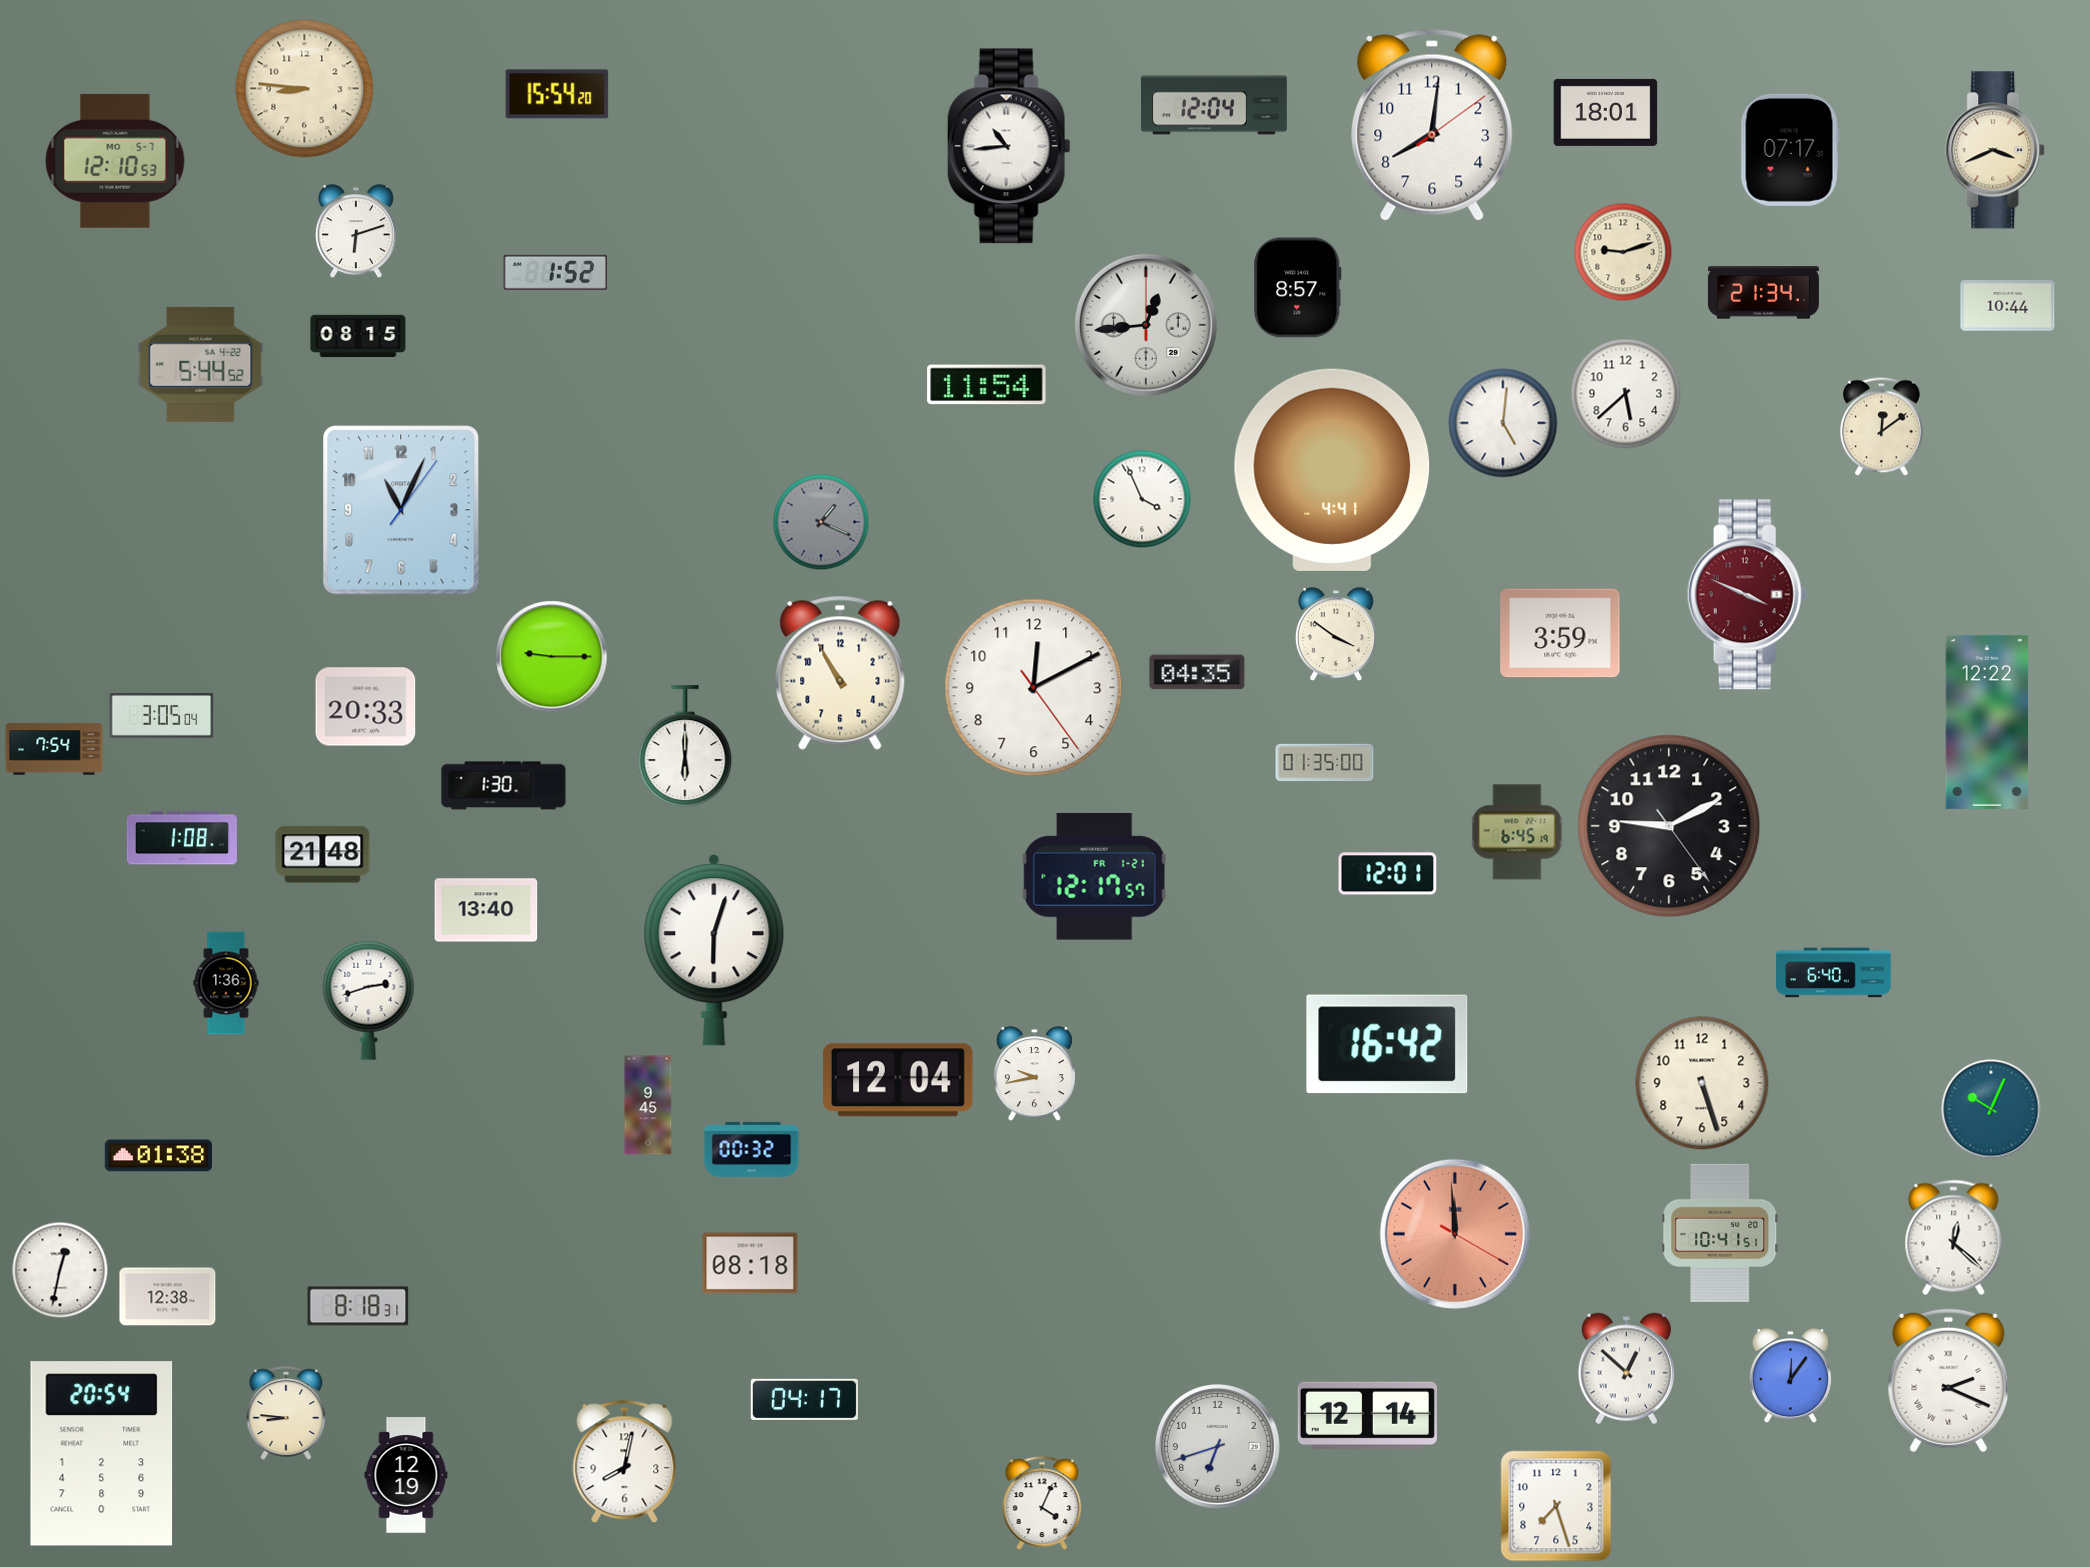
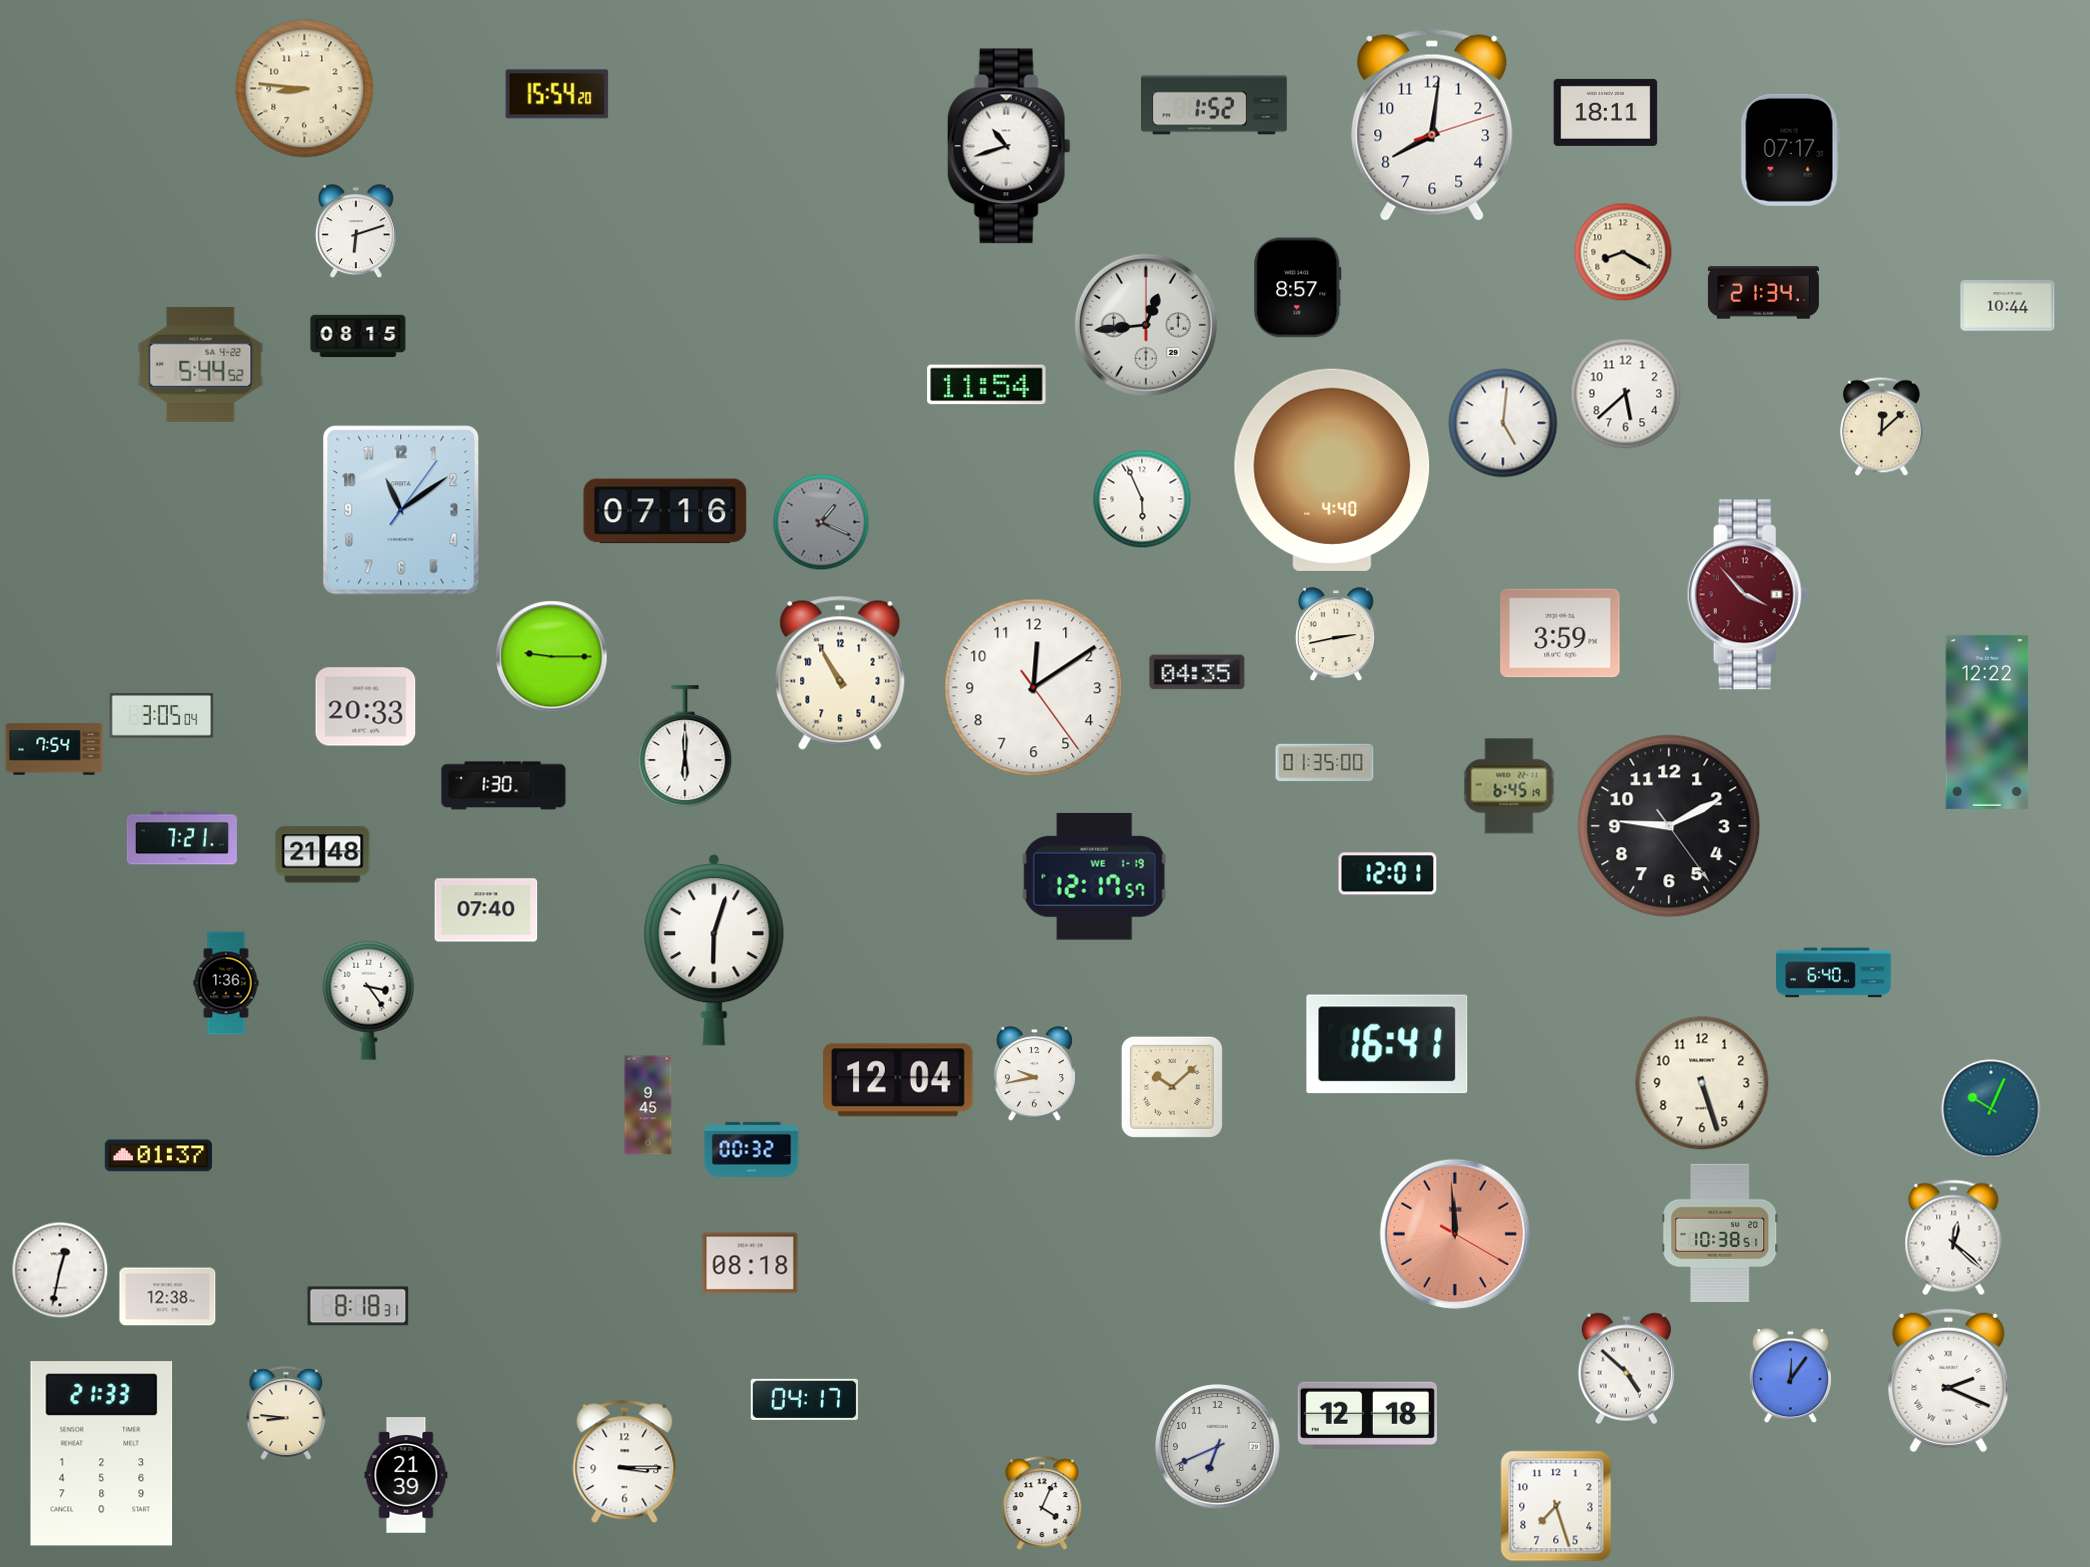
clock at (1215, 105): 12:04 -> 1:52
clock at (1606, 112): 18:01 -> 18:11
clock at (1432, 125): 8:01:09 -> 8:01:12
clock at (1009, 146): 10:44 -> 10:42
clock at (1996, 150): 3:41 -> none
clock at (115, 161): 12:10 -> none
clock at (1623, 252): 9:12 -> 8:20
clock at (556, 272): 1:52 -> none
clock at (1882, 427): 12:09 -> 12:08
clock at (1332, 470): 4:41 -> 4:40
clock at (1142, 499): 3:56 -> 5:56
clock at (401, 510): 11:04 -> 11:09
clock at (665, 511): none -> 07:16
clock at (1747, 595): 3:49 -> 3:53
clock at (1336, 635): 3:51 -> 2:43
clock at (1034, 688): 12:10 -> 12:09
clock at (1517, 832) position: (1517, 832) -> (1509, 786)
clock at (182, 838): 1:08 -> 7:21
clock at (1095, 877) date: FR 1-21 -> WE 1-19
clock at (486, 910): 13:40 -> 07:40
clock at (369, 1000): 2:42 -> 3:24
clock at (1387, 1044): 16:42 -> 16:41
clock at (1172, 1087): none -> 10:08
clock at (158, 1156): 01:38 -> 01:37
clock at (1720, 1232): 10:41 -> 10:38
clock at (1626, 1369): 12:52 -> 4:52
clock at (1367, 1415): 12:14 -> 12:18
clock at (1218, 1447): 6:42 -> 6:41
clock at (102, 1454): 20:54 -> 21:33
clock at (625, 1462): 8:02 -> 3:15
clock at (406, 1475): 12:19 -> 21:39
